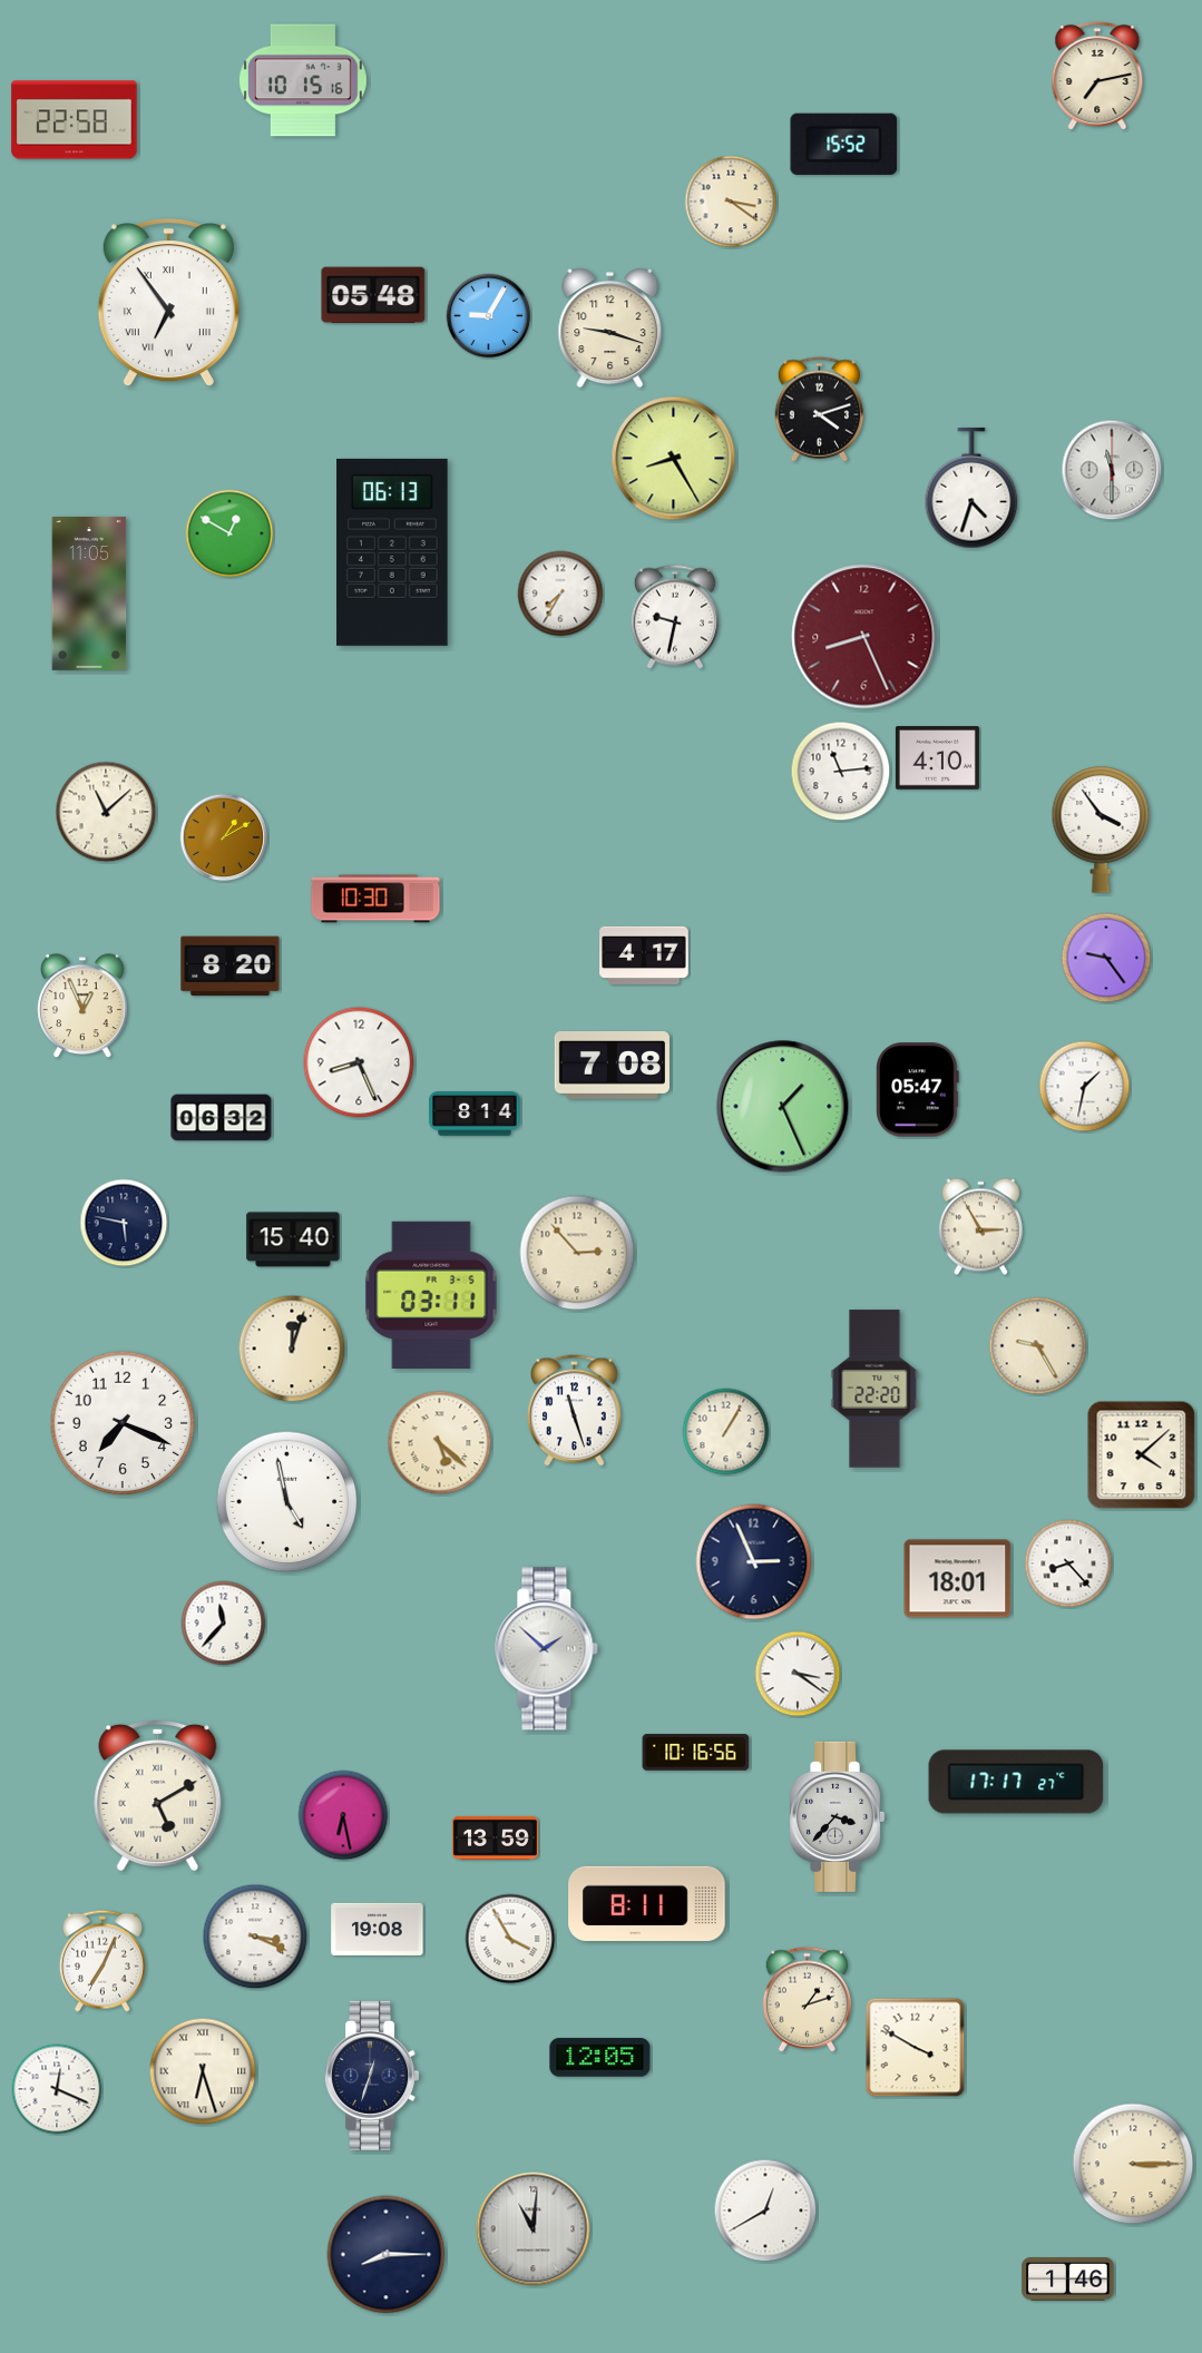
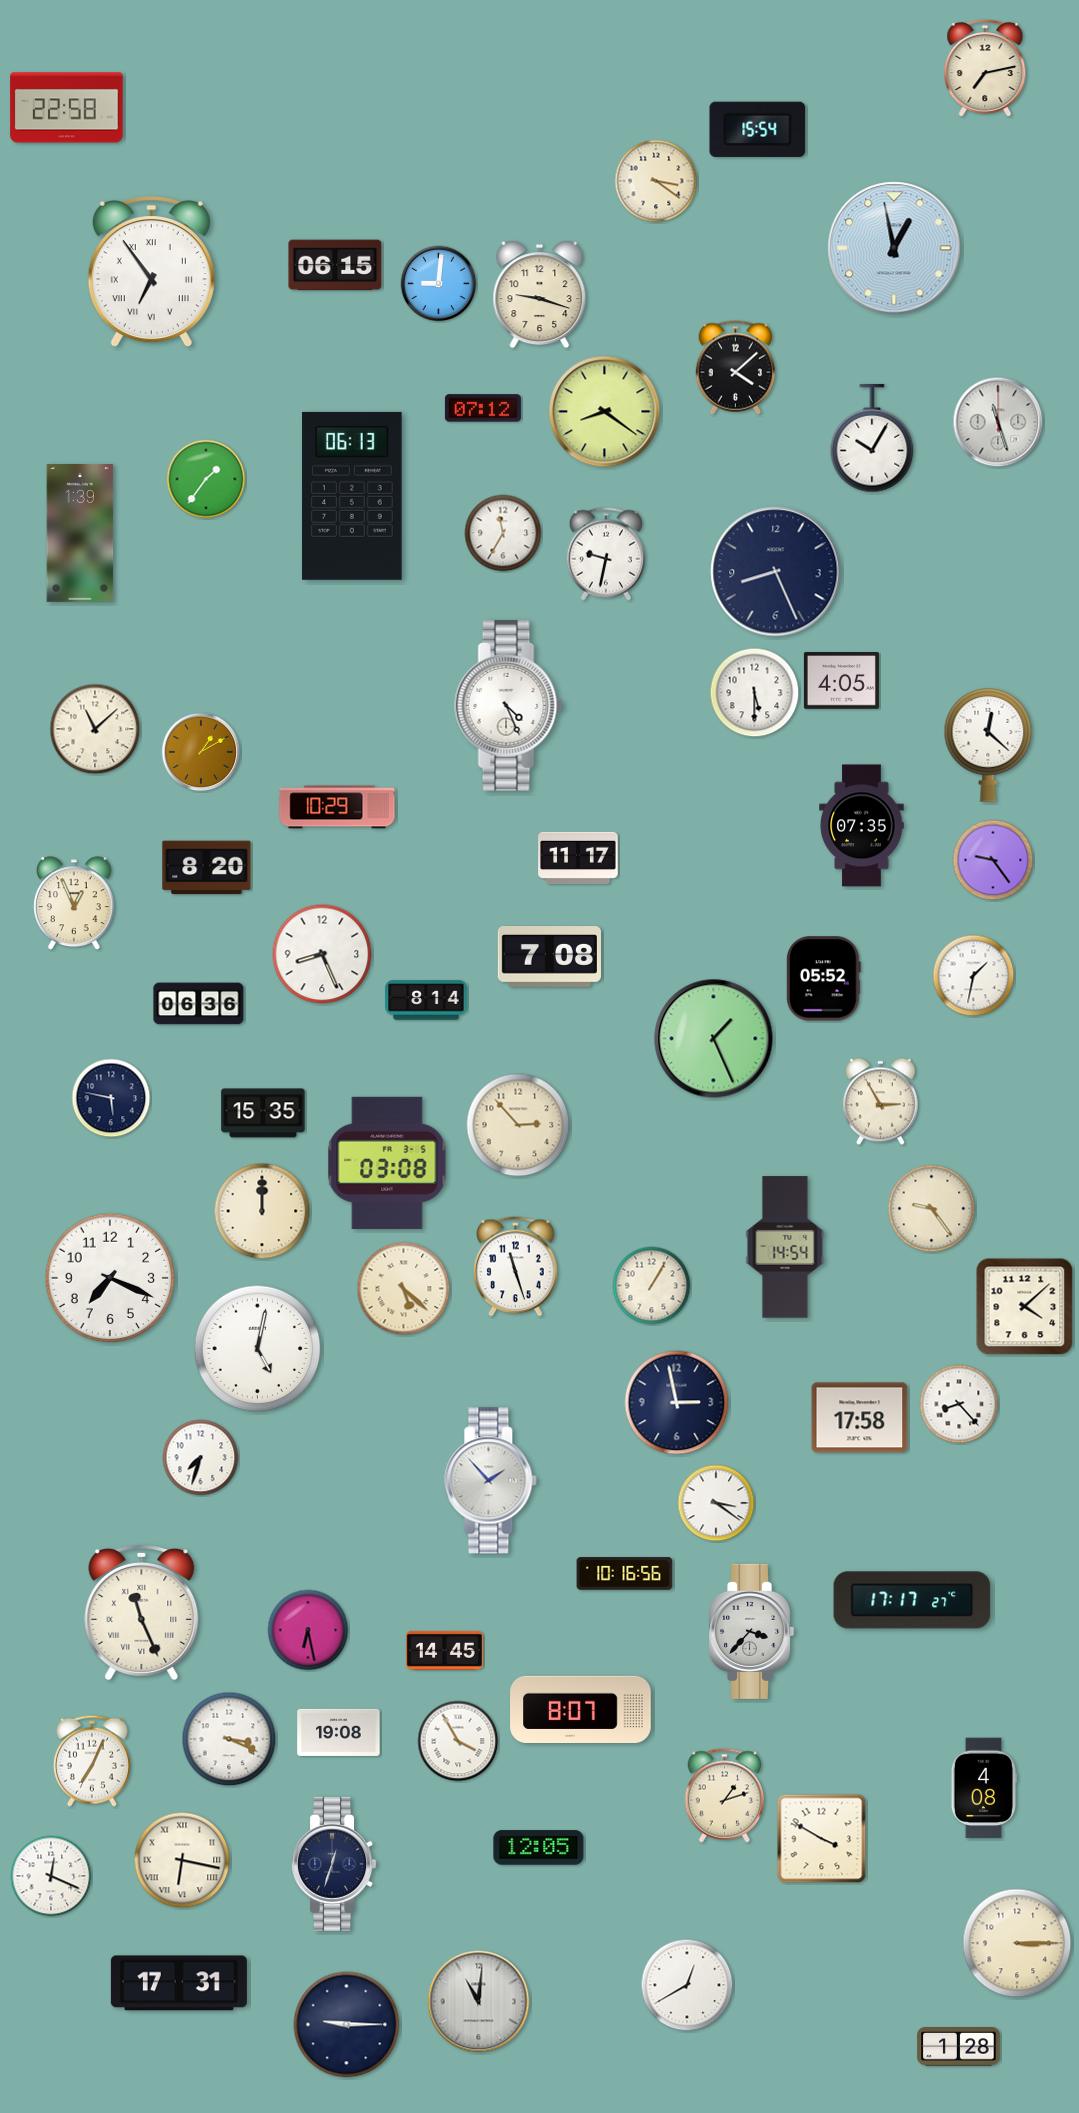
clock at (303, 80): 10:15 -> none
clock at (844, 144): 15:52 -> 15:54
clock at (894, 248): none -> 12:58
clock at (373, 295): 05:48 -> 06:15
clock at (489, 316): 9:05 -> 9:01
clock at (610, 329) position: (610, 329) -> (540, 295)
clock at (820, 410): 4:12 -> 4:08
clock at (483, 408): none -> 07:12
clock at (674, 459): 8:25 -> 8:21
clock at (1112, 470): 11:30 -> 11:27
clock at (971, 488): 4:33 -> 10:05
clock at (229, 533): 12:50 -> 1:36
clock at (89, 594): 11:05 -> 1:39
clock at (560, 594): 7:35 -> 11:35
clock at (864, 637) dial: burgundy -> navy
clock at (937, 758): 4:10 -> 4:05
clock at (841, 772): 11:14 -> 5:30
clock at (509, 706): none -> 4:26
clock at (1101, 830): 3:54 -> 12:22
clock at (375, 899): 10:30 -> 10:29
clock at (862, 826): none -> 07:35
clock at (644, 954): 4:17 -> 11:17
clock at (918, 1090): 05:47 -> 05:52
clock at (783, 1107) position: (783, 1107) -> (714, 1039)
clock at (222, 1118): 06:32 -> 06:36
clock at (293, 1239): 15:40 -> 15:35
clock at (431, 1295): 03:11 -> 03:08
clock at (1038, 1346): 9:25 -> 9:24
clock at (292, 1349): 12:03 -> 12:00
clock at (874, 1389): 22:20 -> 14:54
clock at (440, 1443) position: (440, 1443) -> (404, 1289)
clock at (287, 1502): 4:58 -> 5:02
clock at (754, 1562): 2:56 -> 2:58
clock at (958, 1579): 18:01 -> 17:58
clock at (224, 1624): 11:37 -> 7:33
clock at (547, 1649): 1:52 -> 1:53
clock at (158, 1796): 5:10 -> 11:26
clock at (495, 1837): 13:59 -> 14:45
clock at (647, 1903): 8:11 -> 8:07
clock at (984, 1788): none -> 4:08
clock at (203, 2071): 6:27 -> 6:17
clock at (179, 1983): none -> 17:31
clock at (387, 2255): 8:15 -> 9:15
clock at (1068, 2280): 1:46 -> 1:28
